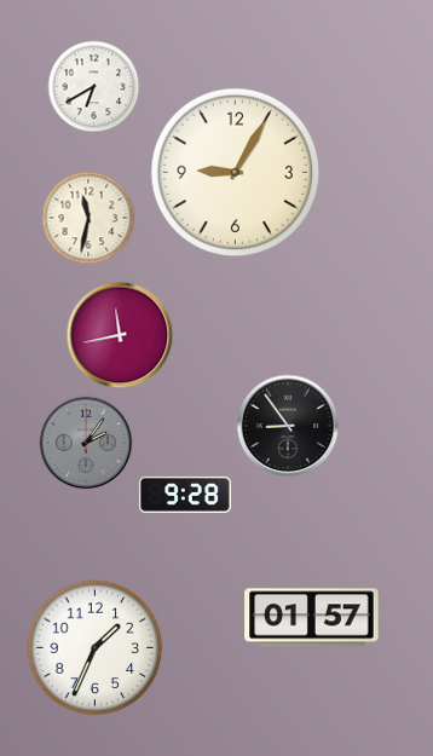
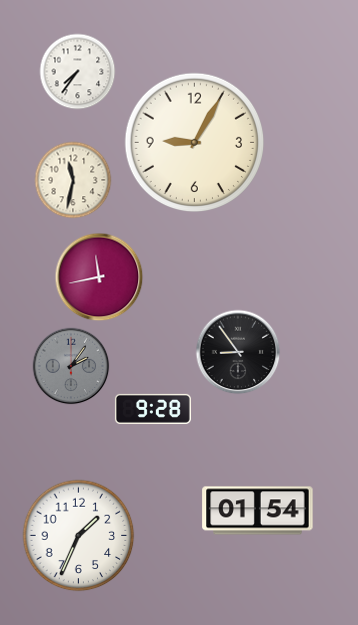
clock at (94, 87): 6:40 -> 7:36
clock at (312, 618): 01:57 -> 01:54
